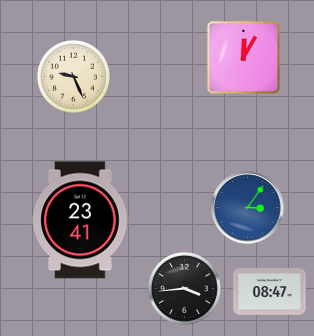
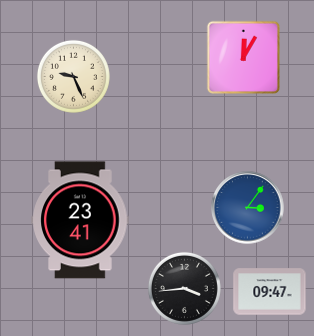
clock at (270, 292): 08:47 -> 09:47
